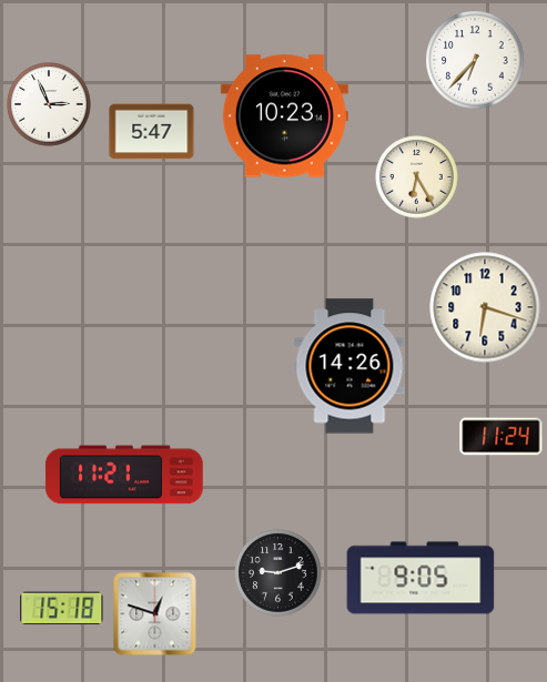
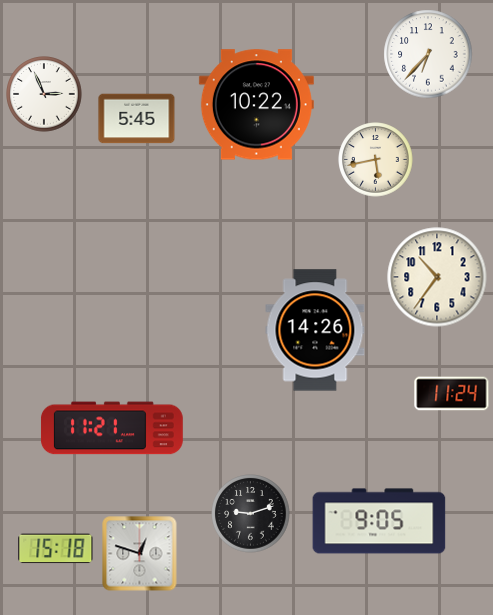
clock at (284, 116): 10:23 -> 10:22
clock at (152, 132): 5:47 -> 5:45
clock at (417, 177): 6:25 -> 5:43
clock at (485, 307): 6:18 -> 10:36
clock at (278, 573) position: (278, 573) -> (251, 514)
